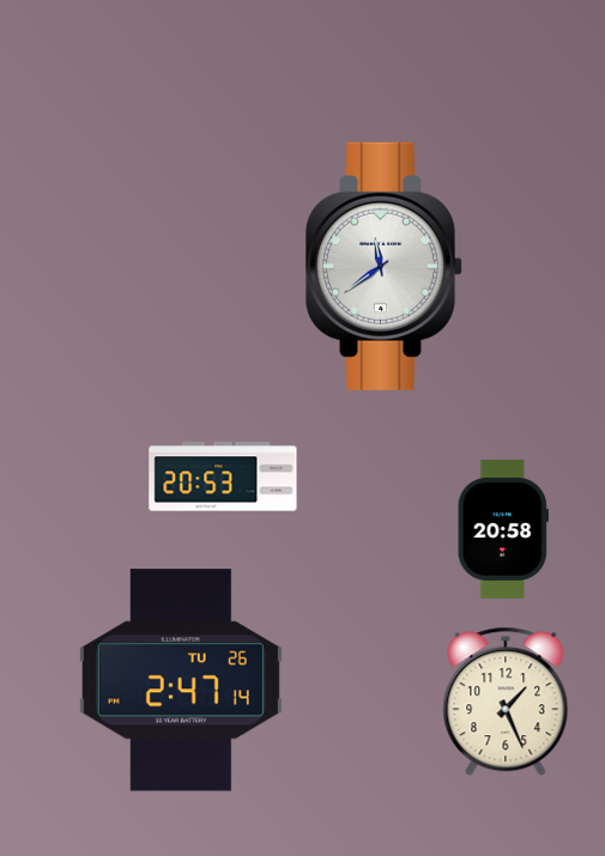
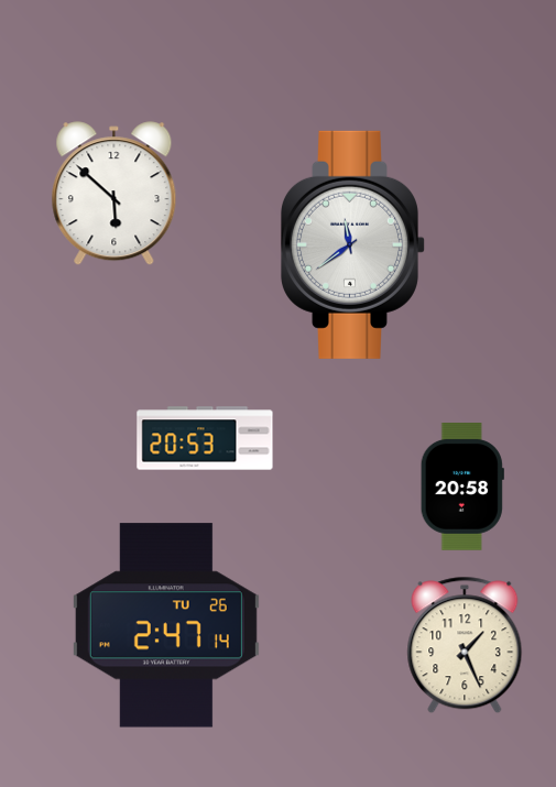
clock at (115, 194): none -> 5:52
